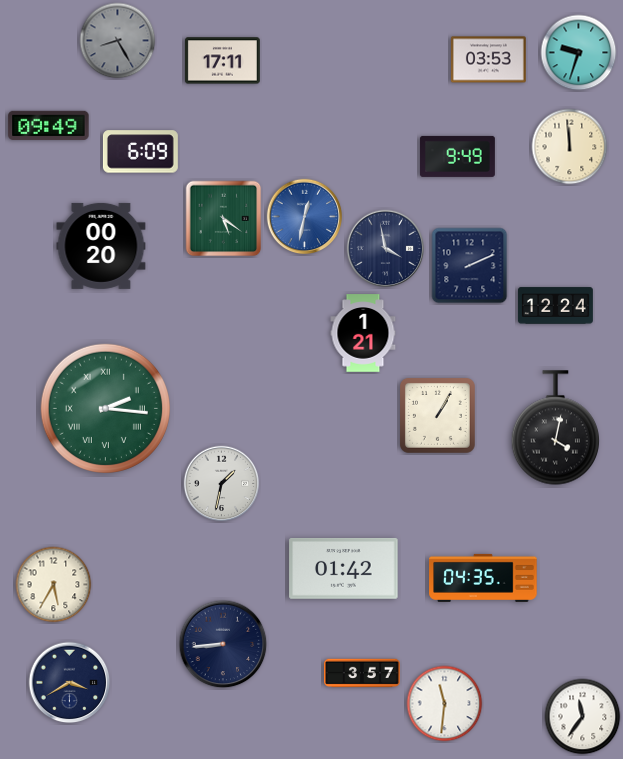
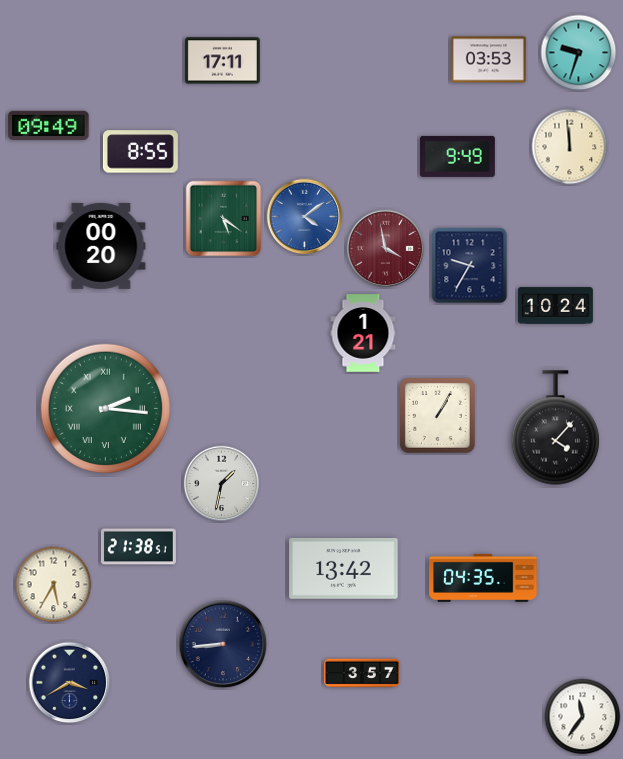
clock at (118, 41): 8:25 -> none
clock at (140, 152): 6:09 -> 8:55
clock at (305, 217): 12:32 -> 4:09
clock at (386, 249) dial: navy -> burgundy
clock at (470, 266): 2:11 -> 9:35
clock at (555, 306): 12:24 -> 10:24
clock at (555, 428): 4:02 -> 4:07
clock at (138, 547): none -> 21:38
clock at (344, 568): 01:42 -> 13:42
clock at (445, 704): 11:31 -> none
